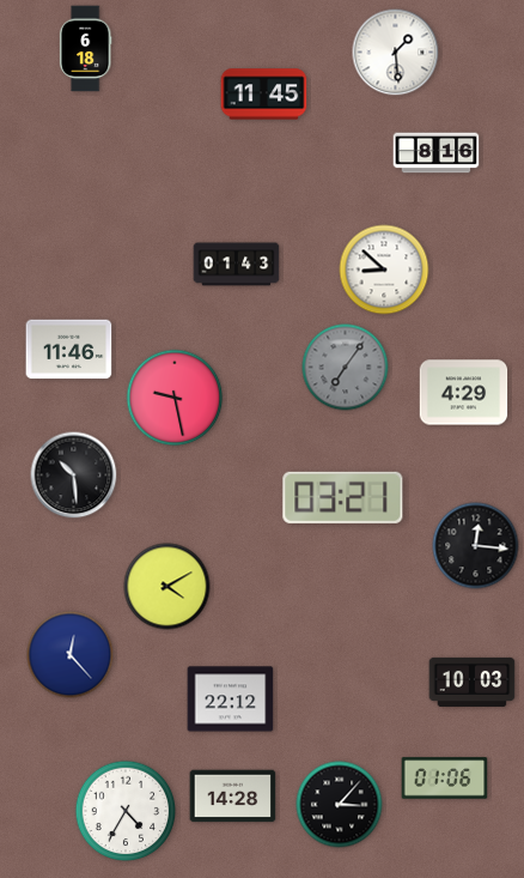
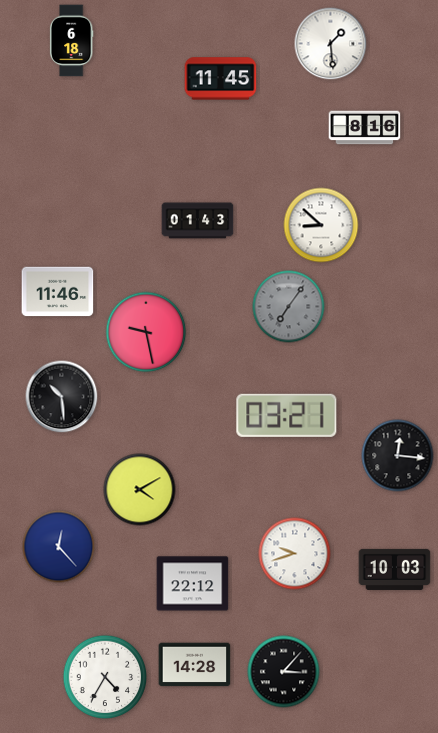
clock at (464, 393): 4:29 -> none
clock at (295, 554): none -> 9:42
clock at (445, 779): 01:06 -> none
